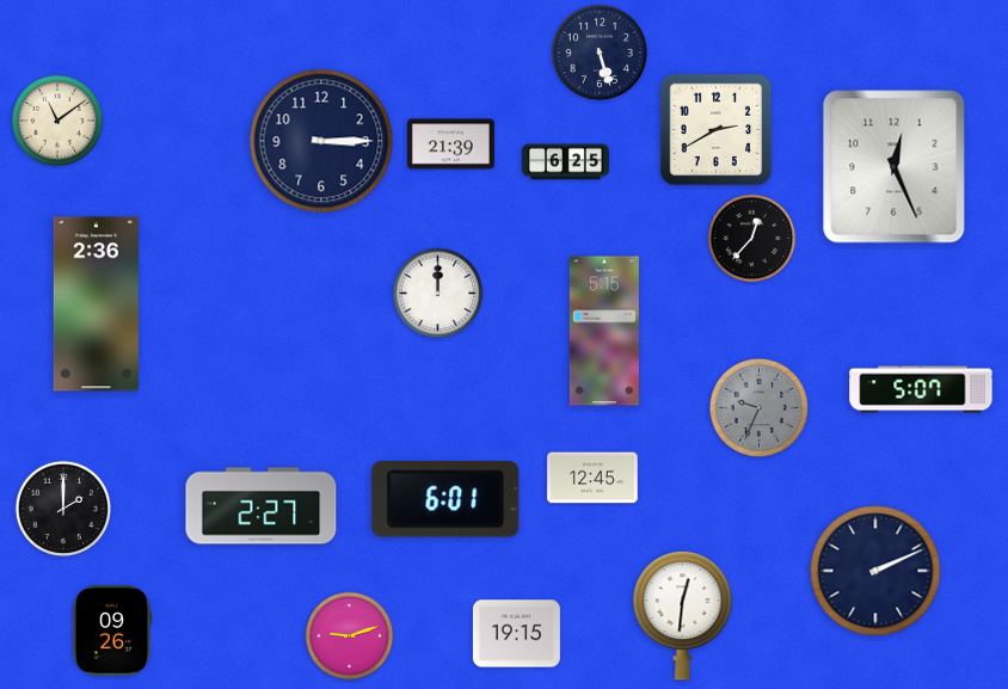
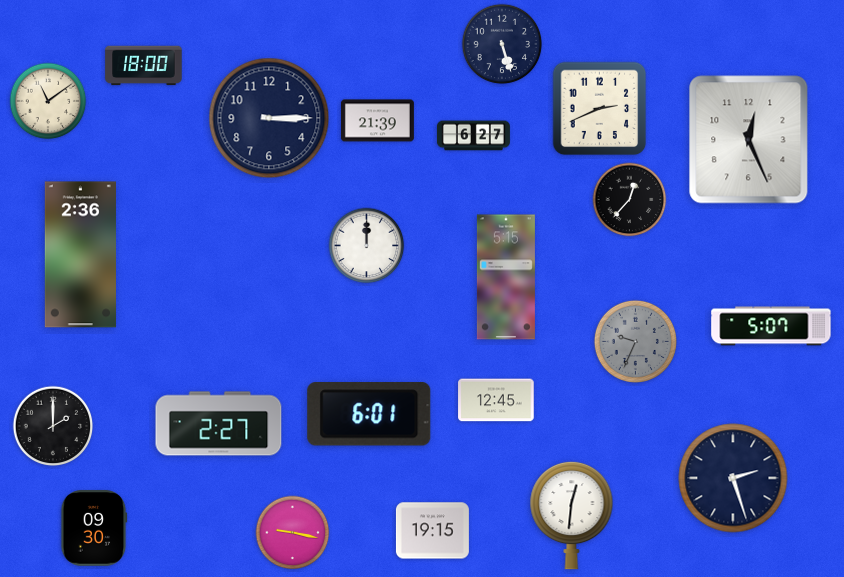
clock at (144, 66): none -> 18:00
clock at (717, 130): 2:40 -> 2:41
clock at (565, 162): 6:25 -> 6:27
clock at (445, 499) position: (445, 499) -> (369, 414)
clock at (875, 571): 2:11 -> 2:27
clock at (112, 630): 09:26 -> 09:30
clock at (350, 636): 9:12 -> 9:17
